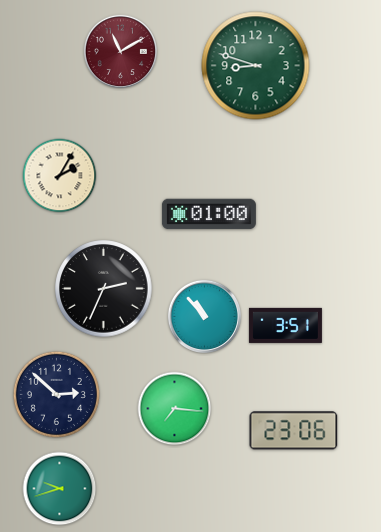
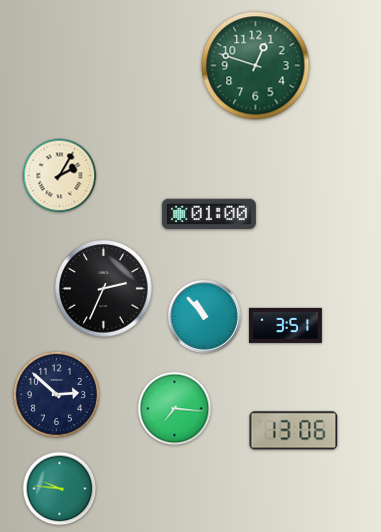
clock at (120, 51): 11:10 -> none
clock at (256, 66): 8:48 -> 12:48
clock at (294, 431): 23:06 -> 13:06
clock at (60, 489): 9:42 -> 9:46
